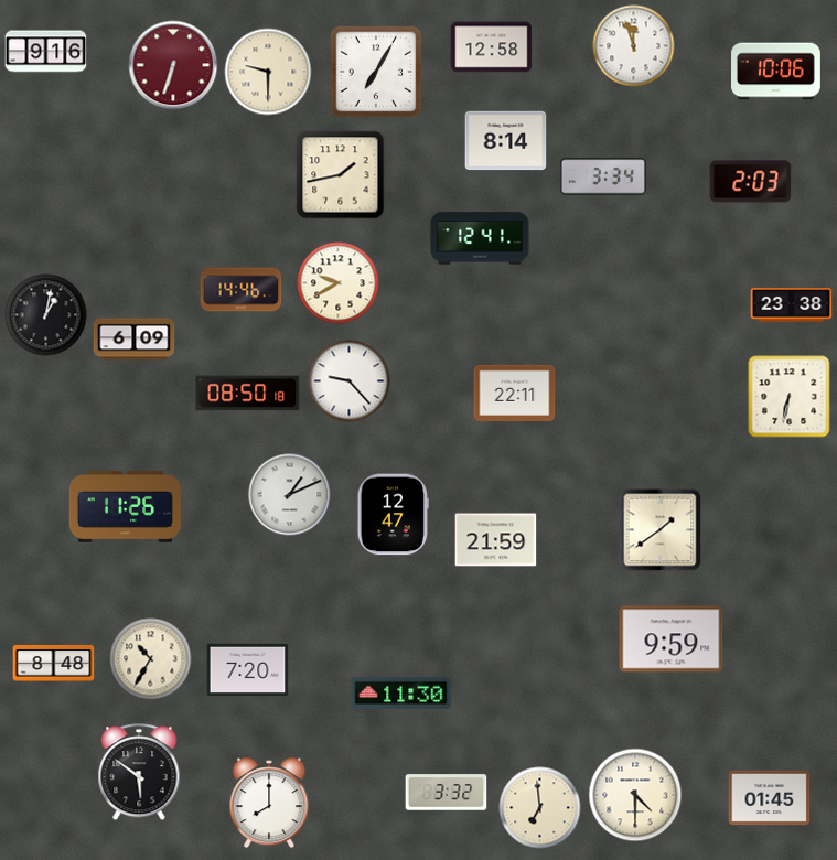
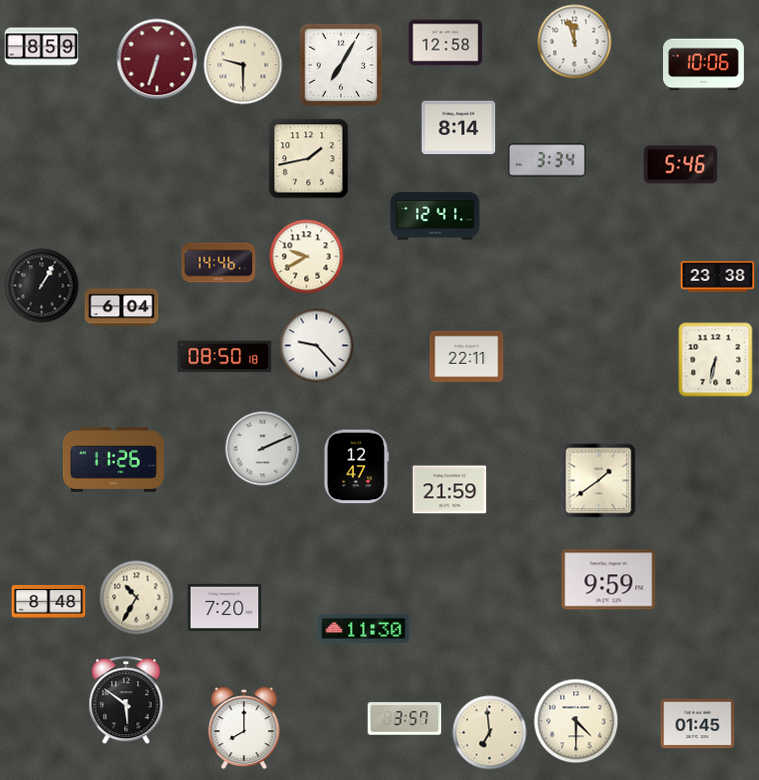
clock at (46, 52): 9:16 -> 8:59
clock at (751, 182): 2:03 -> 5:46
clock at (46, 315): 1:02 -> 1:05
clock at (135, 340): 6:09 -> 6:04
clock at (290, 495): 1:11 -> 2:11
clock at (447, 793): 3:32 -> 3:57
